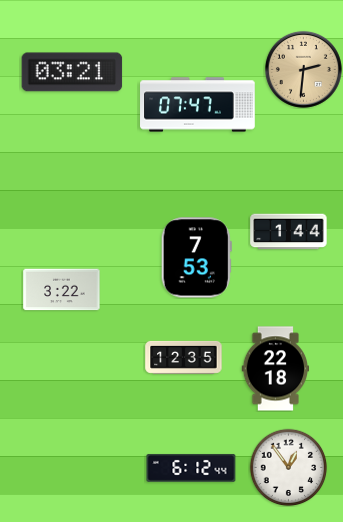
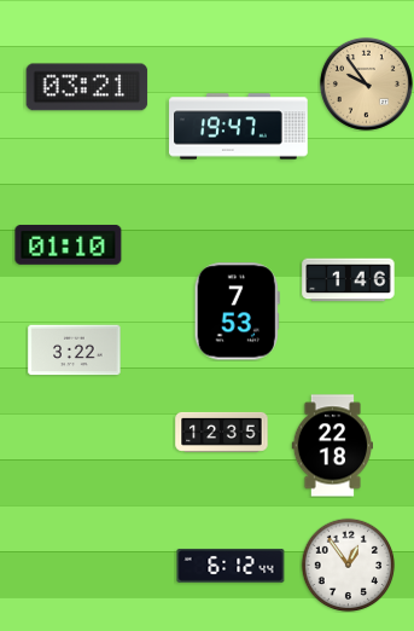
clock at (303, 69): 2:31 -> 9:54
clock at (198, 105): 07:47 -> 19:47
clock at (69, 244): none -> 01:10
clock at (289, 232): 1:44 -> 1:46
